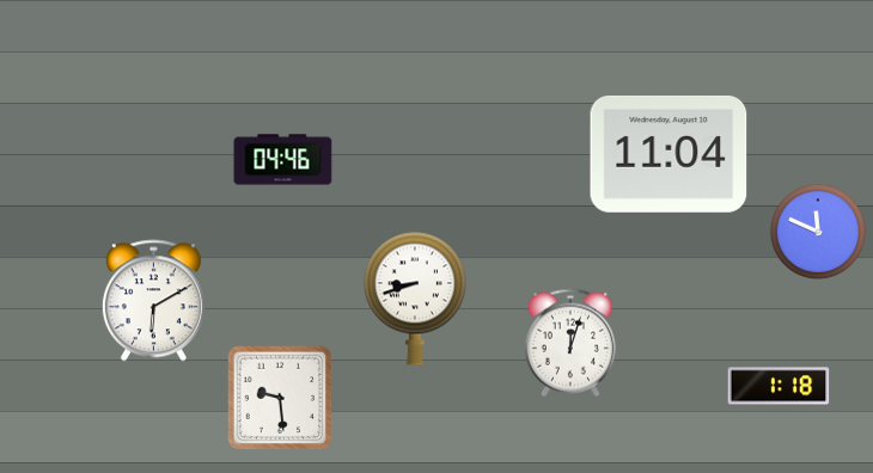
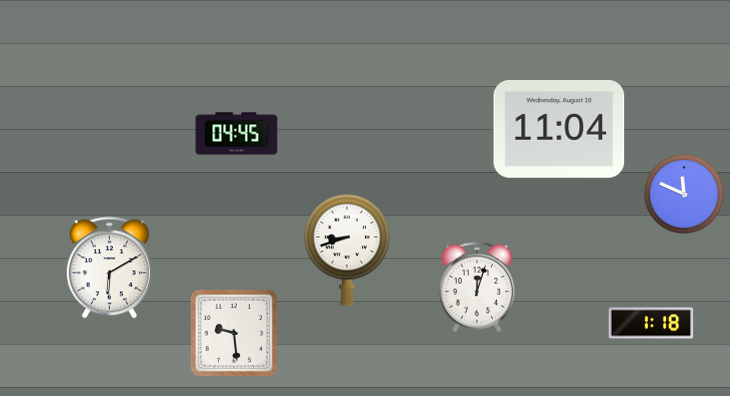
clock at (283, 160): 04:46 -> 04:45
clock at (153, 301) position: (153, 301) -> (109, 268)
